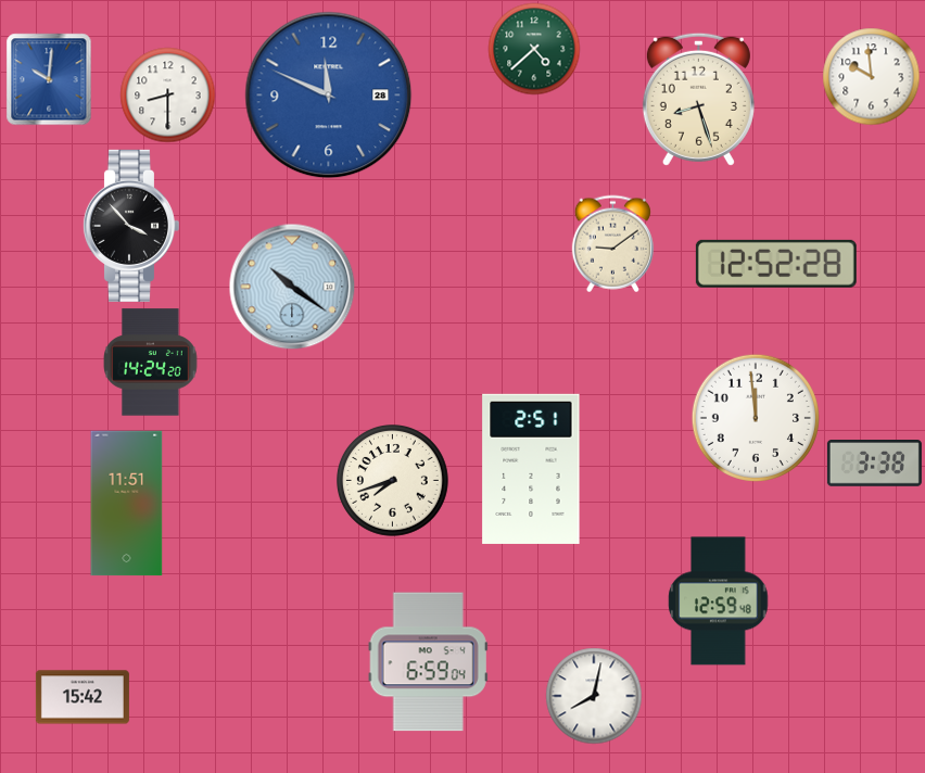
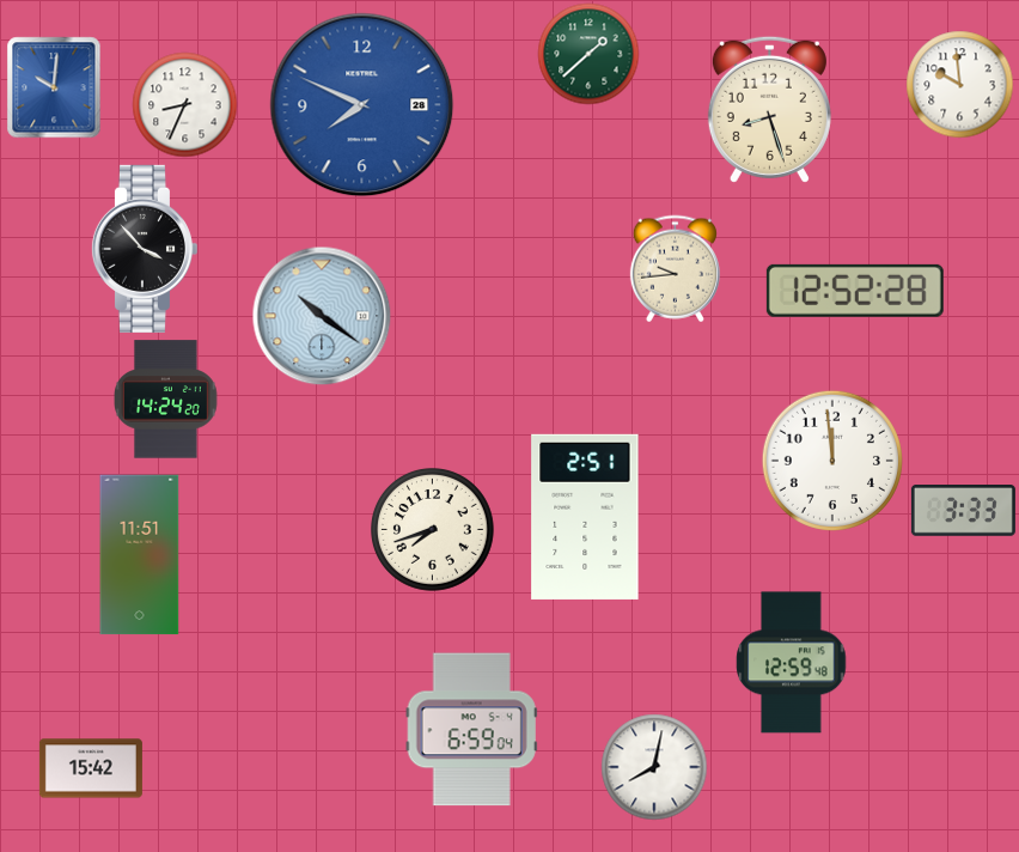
clock at (534, 49): 4:38 -> 1:38
clock at (167, 94): 8:30 -> 8:34
clock at (329, 96): 11:49 -> 7:49
clock at (612, 243): 9:09 -> 9:44
clock at (874, 464): 3:38 -> 3:33
